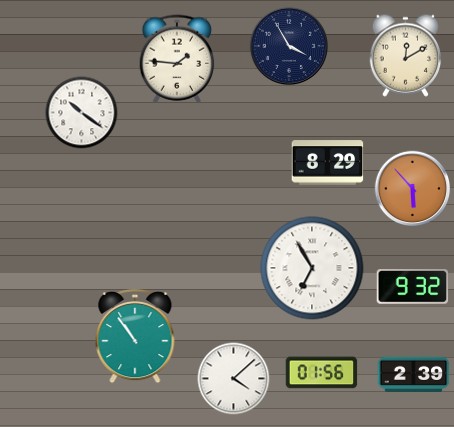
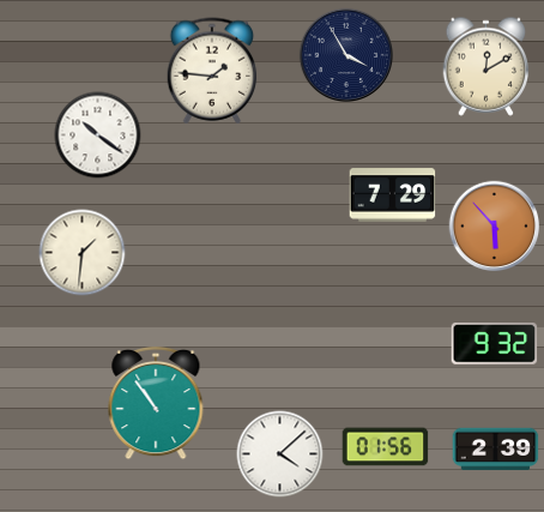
clock at (328, 163): 8:29 -> 7:29
clock at (83, 253): none -> 1:31
clock at (312, 268): 6:55 -> none
clock at (135, 336) position: (135, 336) -> (156, 403)
